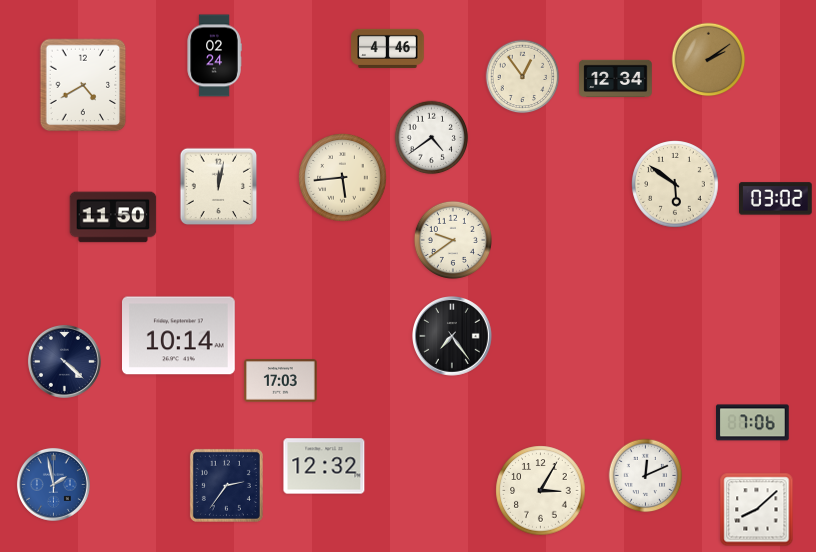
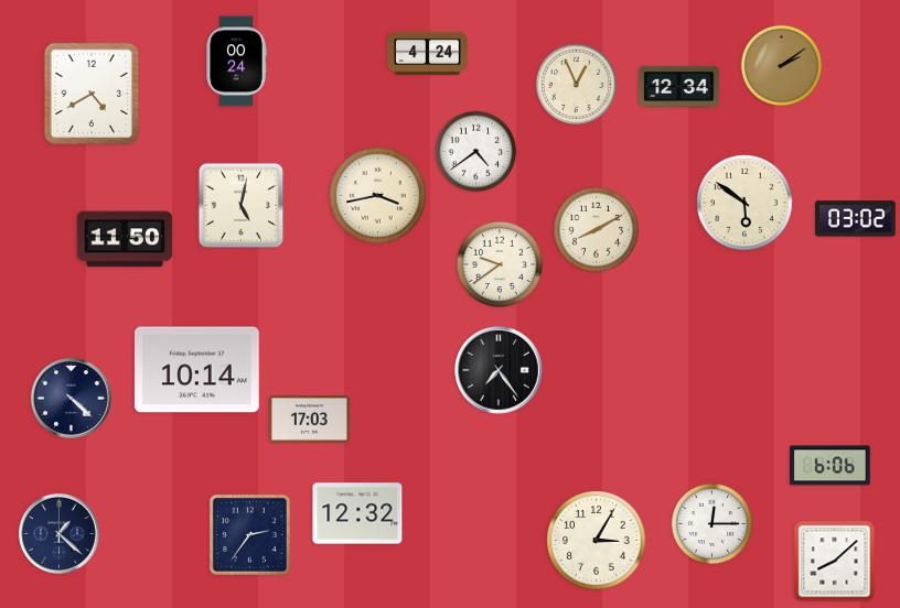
clock at (388, 48): 4:46 -> 4:24
clock at (214, 56): 02:24 -> 00:24
clock at (523, 77): 12:54 -> 12:56
clock at (343, 178): 5:44 -> 3:43
clock at (219, 187): 12:02 -> 5:02
clock at (596, 229): none -> 8:10
clock at (753, 423): 7:06 -> 6:06
clock at (646, 476): 12:11 -> 12:15
clock at (53, 484): 1:58 -> 1:22
clock at (53, 484) dial: blue -> navy
